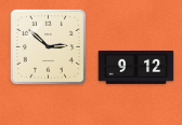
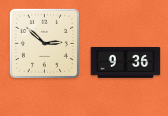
clock at (136, 67): 9:12 -> 9:36
